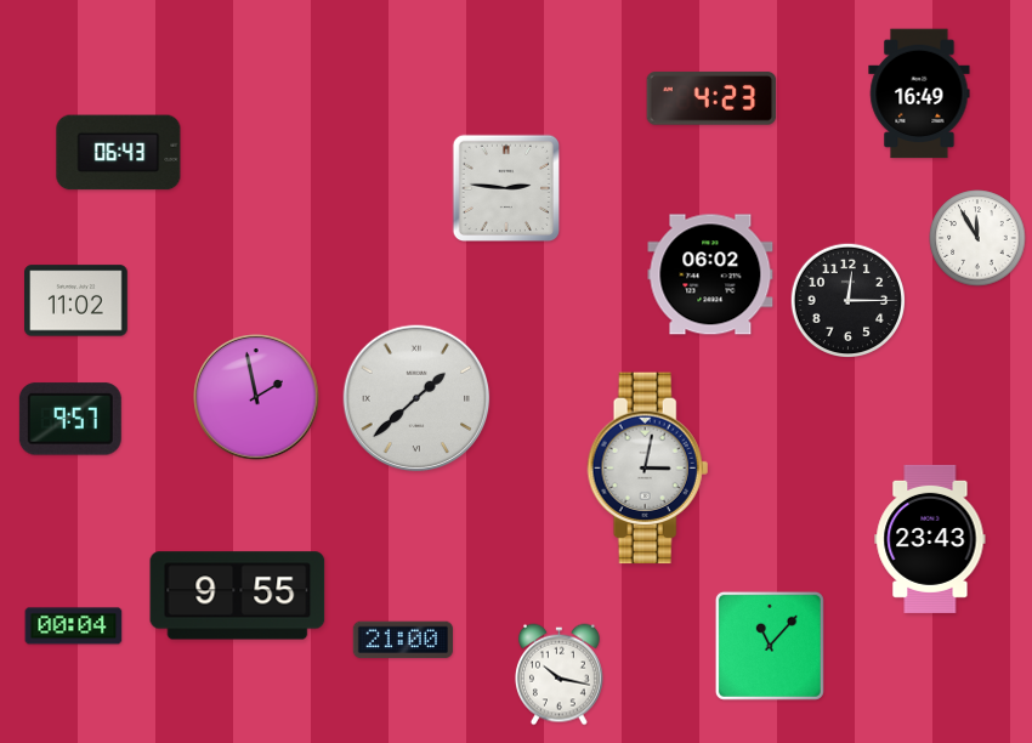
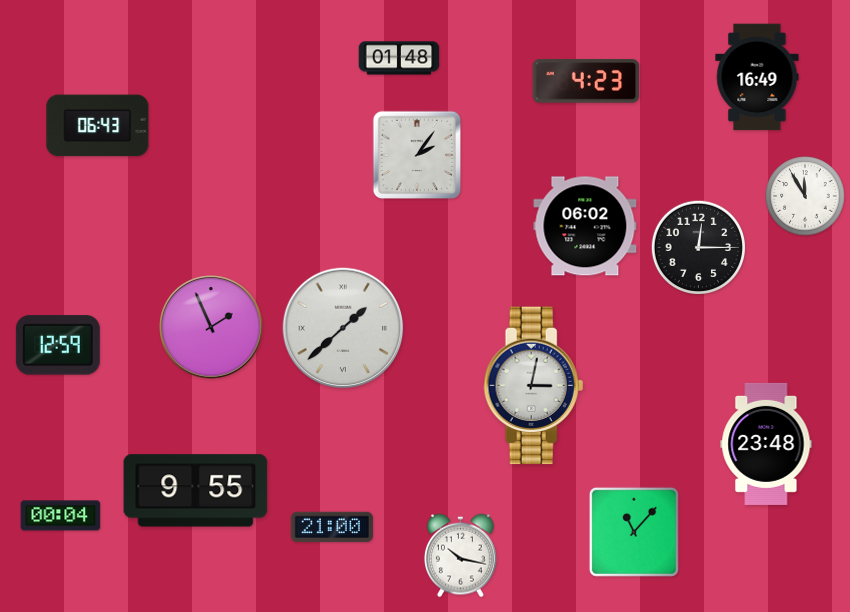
clock at (399, 58): none -> 01:48
clock at (505, 187): 2:46 -> 2:06
clock at (76, 301): 11:02 -> none
clock at (256, 397): 1:58 -> 1:56
clock at (70, 419): 9:57 -> 12:59
clock at (930, 539): 23:43 -> 23:48
